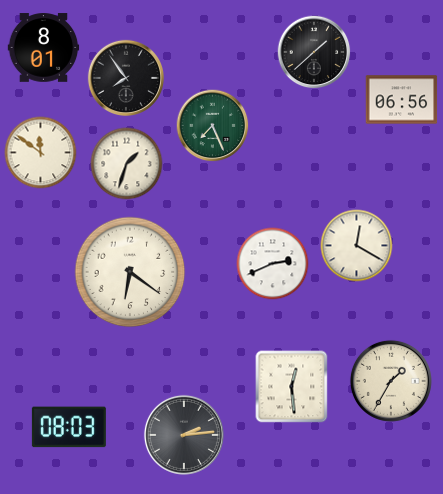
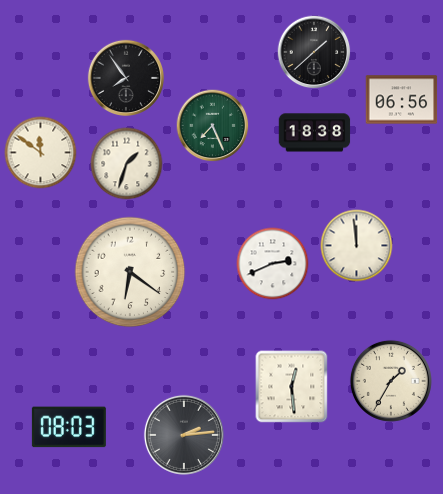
clock at (44, 48): 8:01 -> none
clock at (315, 133): none -> 18:38
clock at (357, 246): 12:20 -> 11:59
